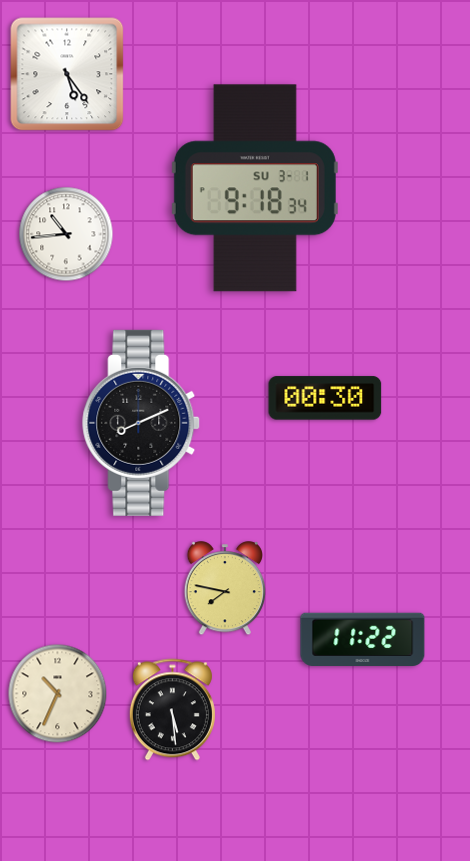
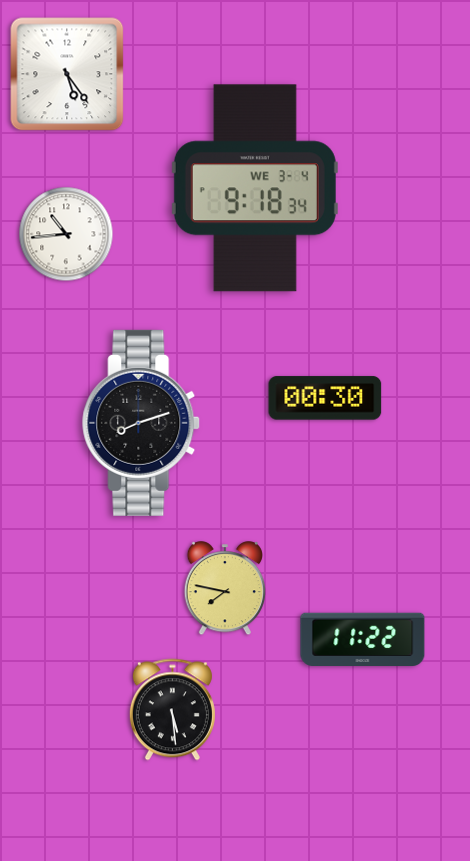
clock at (255, 188) date: SU 3-1 -> WE 3-4
clock at (142, 423): 8:11 -> 8:12
clock at (58, 694): 10:34 -> none
